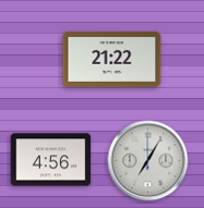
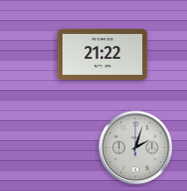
clock at (51, 160): 4:56 -> none
clock at (148, 161): 7:05 -> 2:03
